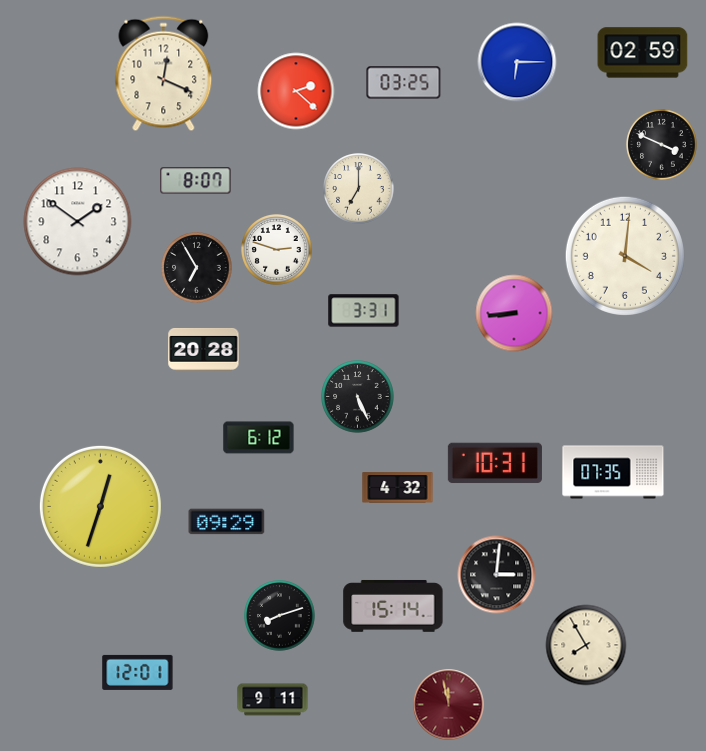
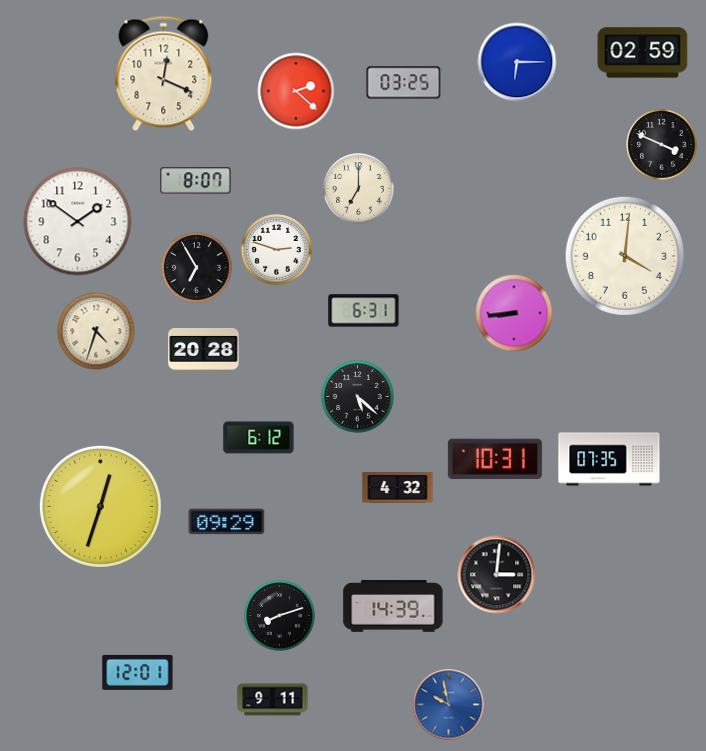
clock at (364, 311): 3:31 -> 6:31
clock at (96, 331): none -> 4:33
clock at (358, 397): 5:26 -> 5:22
clock at (495, 463) position: (495, 463) -> (495, 459)
clock at (613, 472) position: (613, 472) -> (609, 459)
clock at (393, 606): 15:14 -> 14:39
clock at (586, 645): 7:55 -> none
clock at (449, 705): 11:58 -> 9:58
clock at (449, 705) dial: burgundy -> blue
